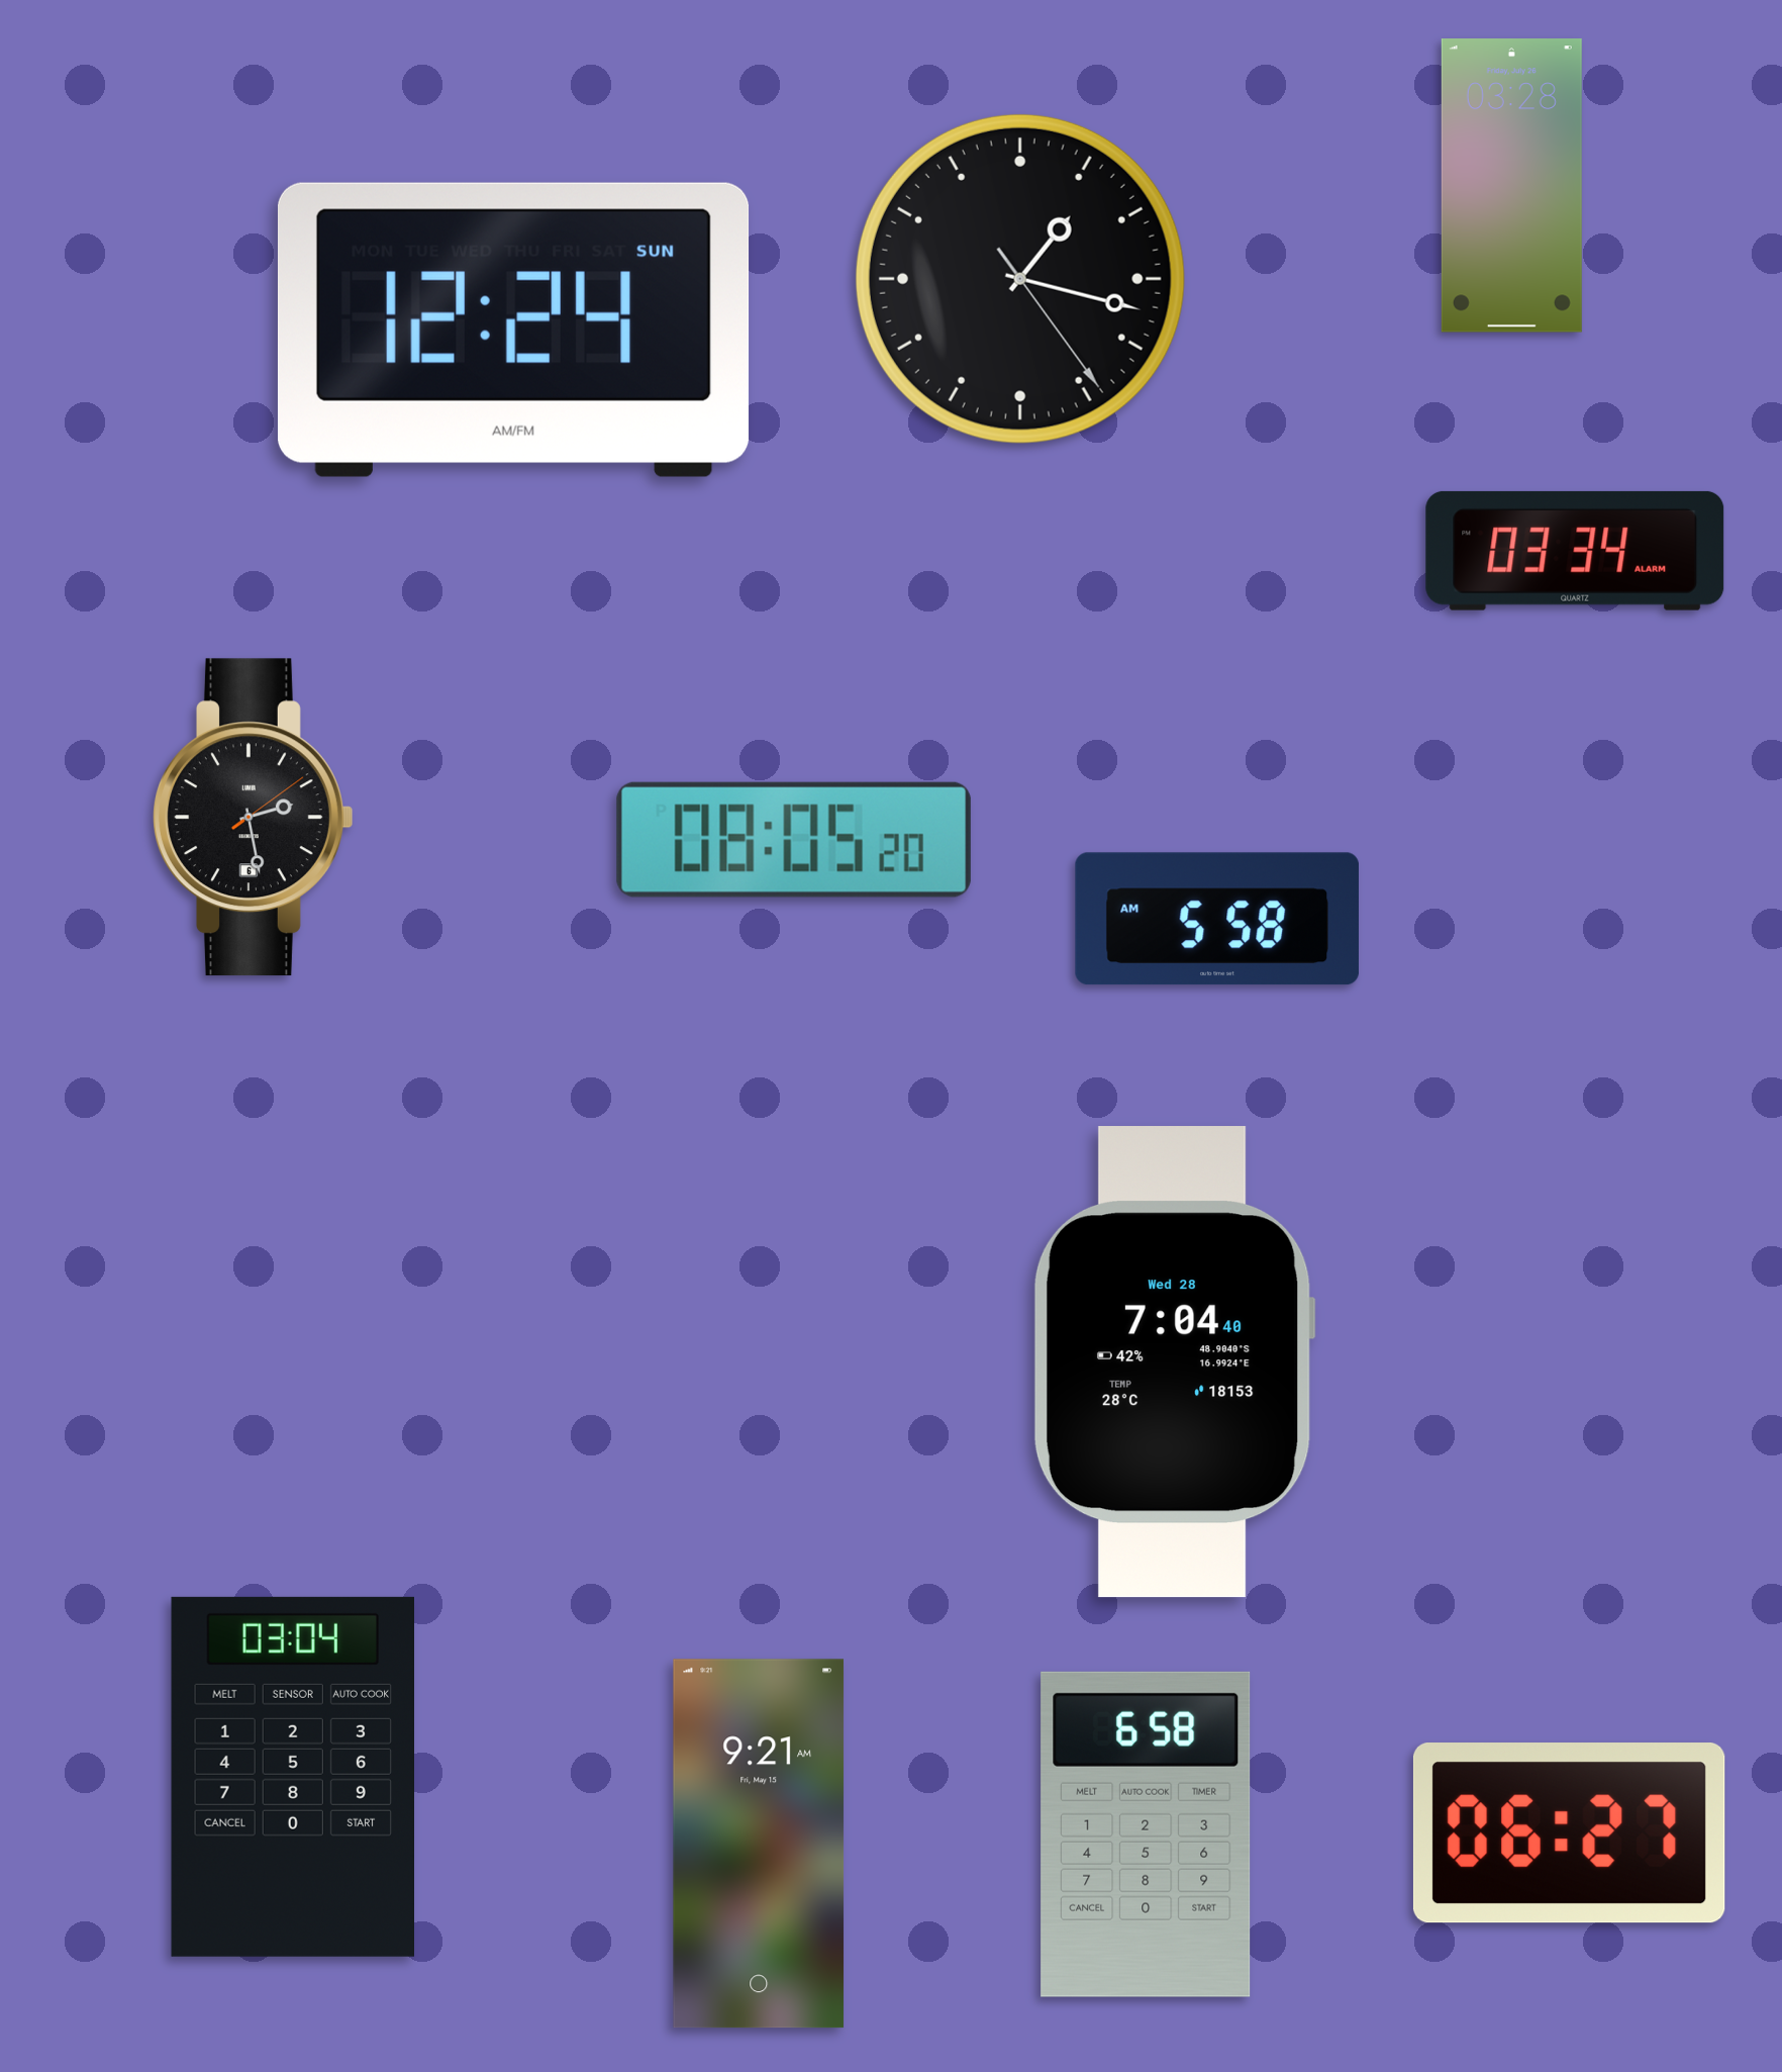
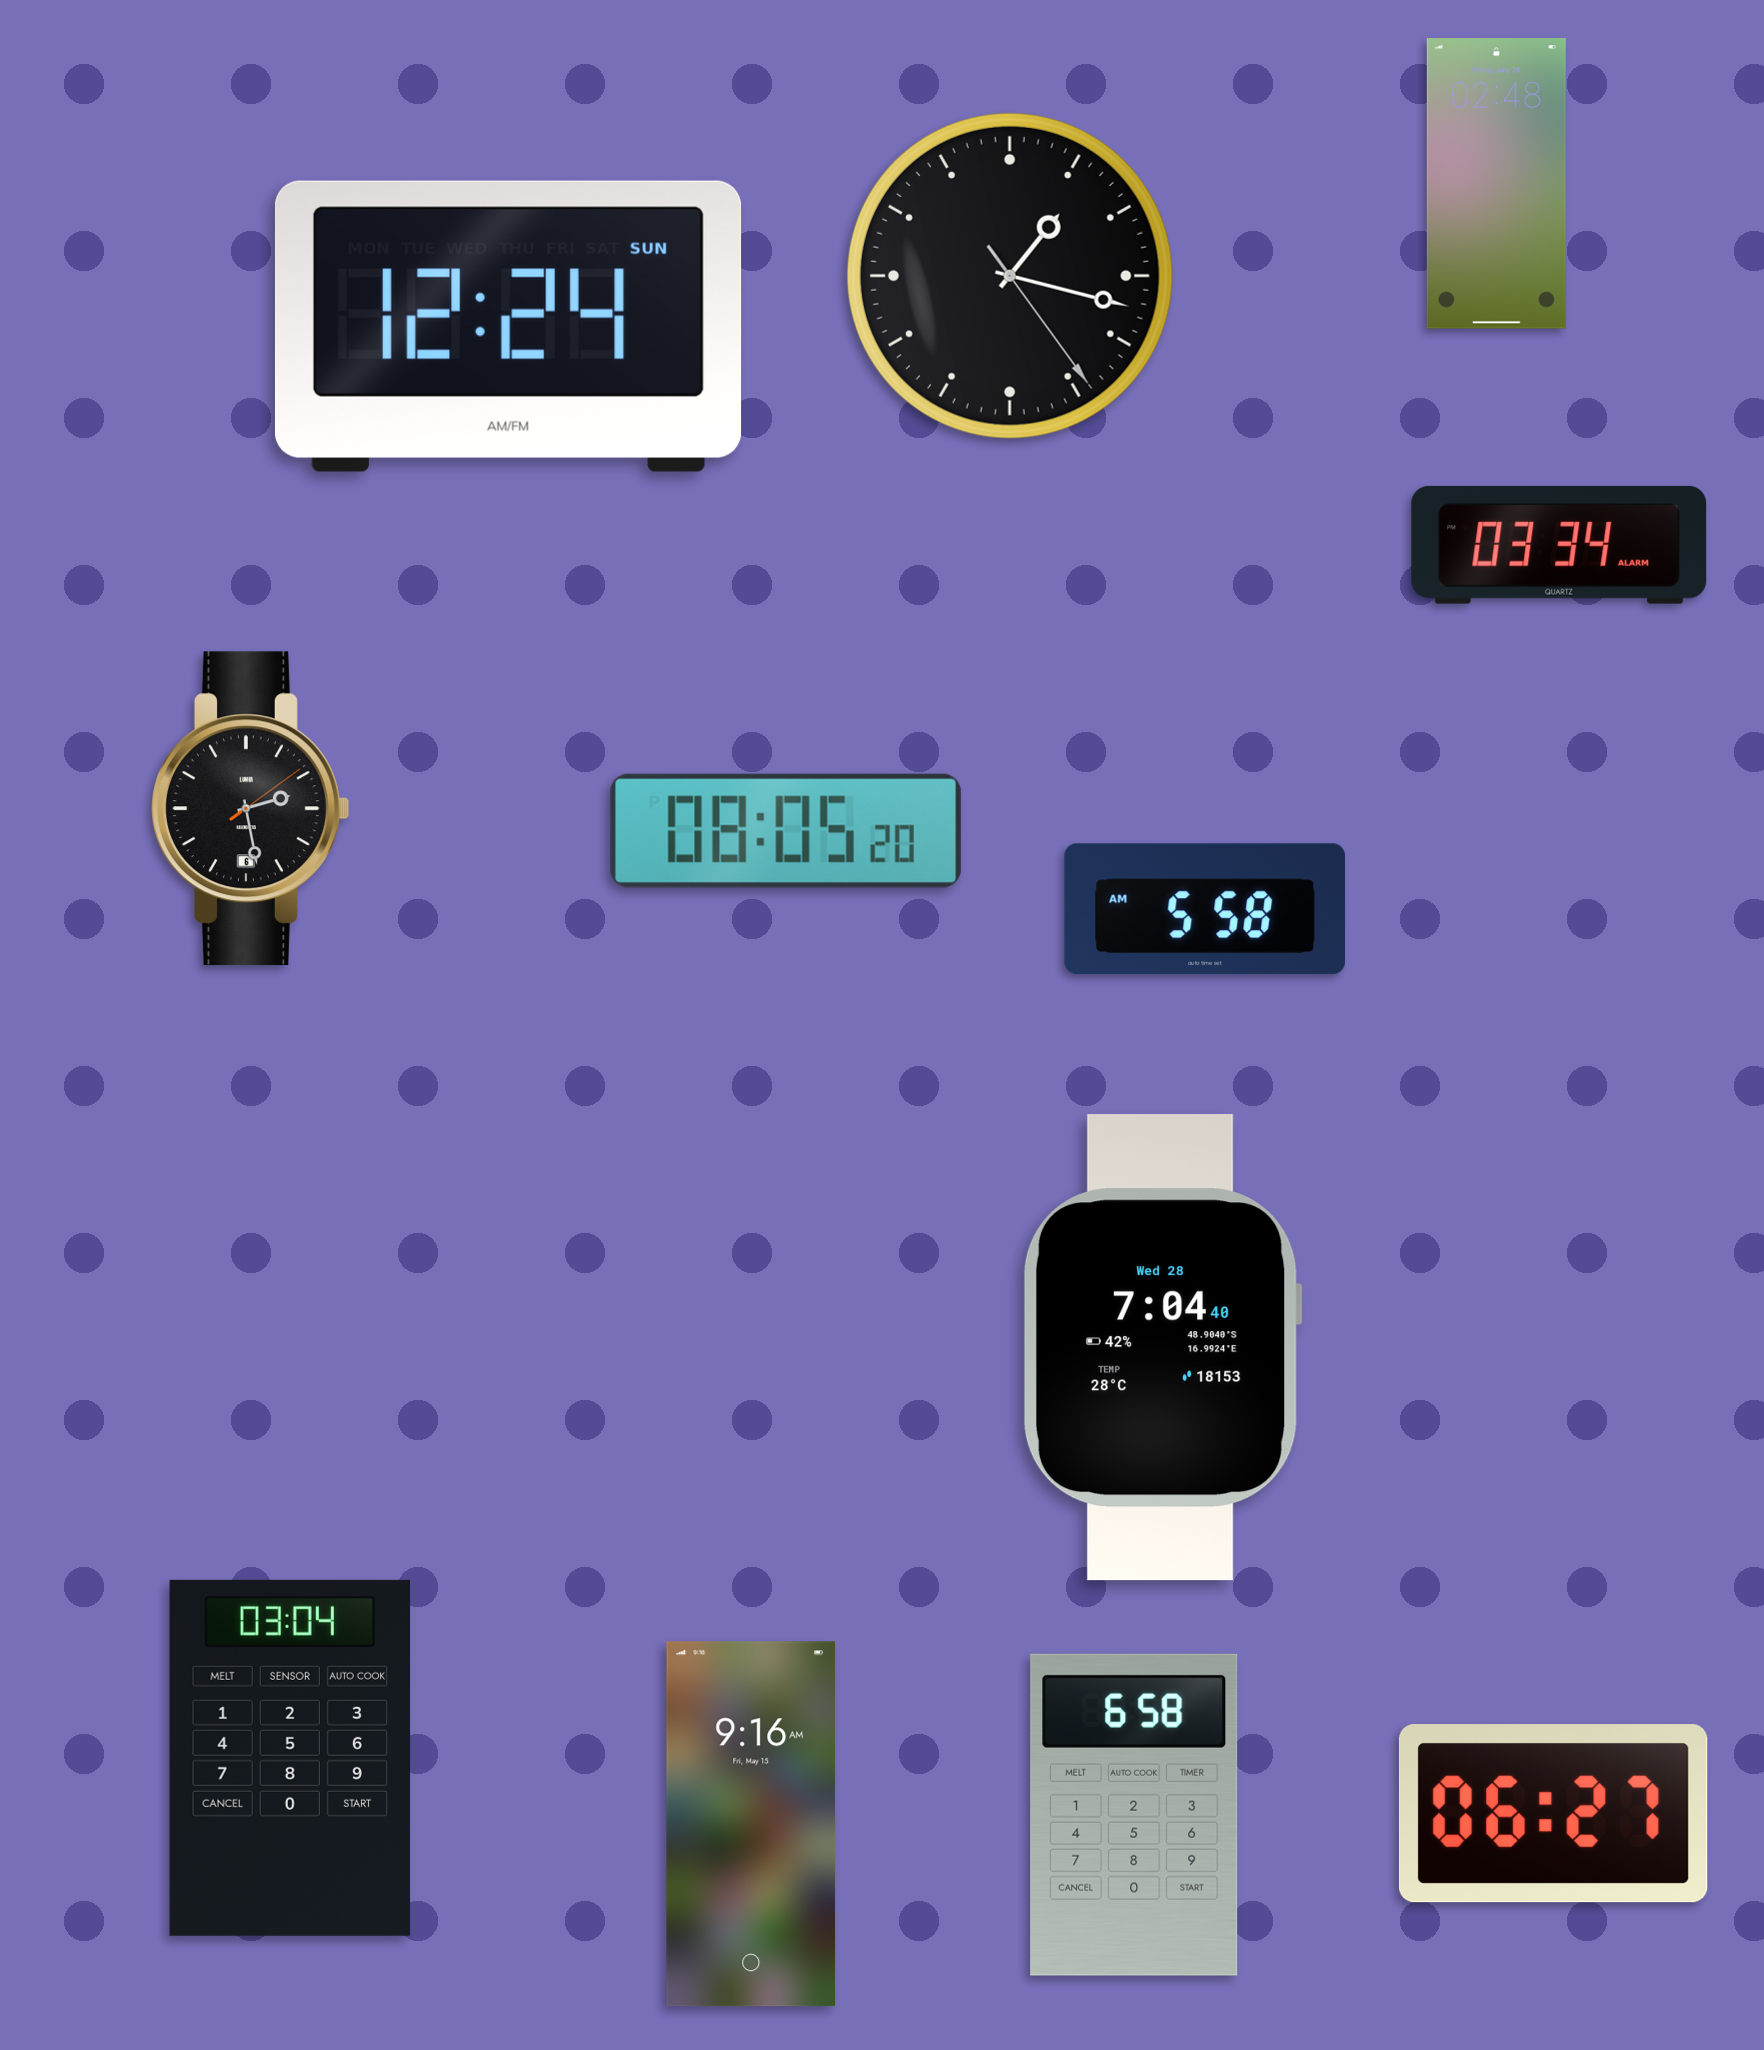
clock at (1511, 186): 03:28 -> 02:48
clock at (759, 1844): 9:21 -> 9:16
